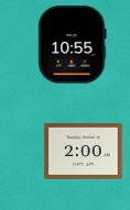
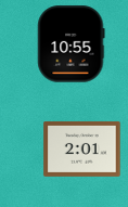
clock at (84, 151): 2:00 -> 2:01
